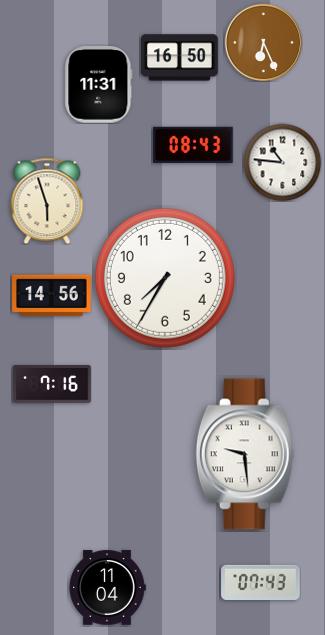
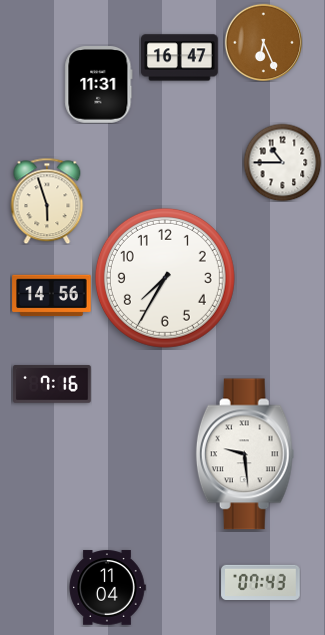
clock at (180, 58): 16:50 -> 16:47
clock at (193, 144): 08:43 -> none
clock at (282, 162): 10:46 -> 10:45
